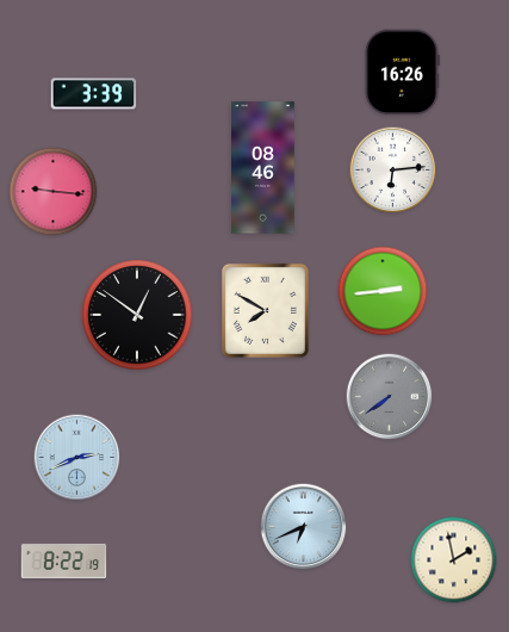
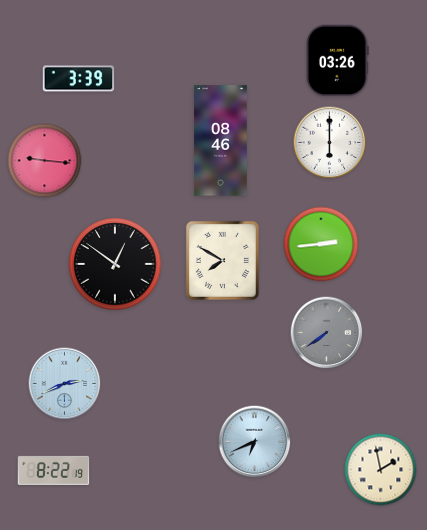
clock at (402, 73): 16:26 -> 03:26
clock at (393, 171): 6:14 -> 6:00
